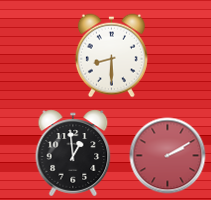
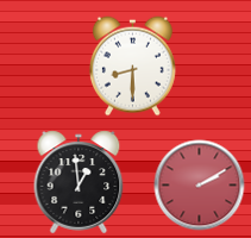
clock at (73, 153) position: (73, 153) -> (79, 182)
